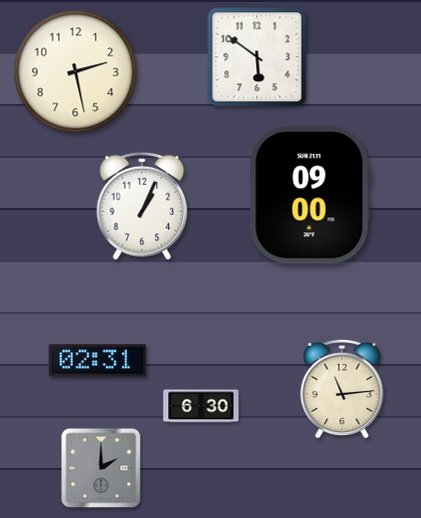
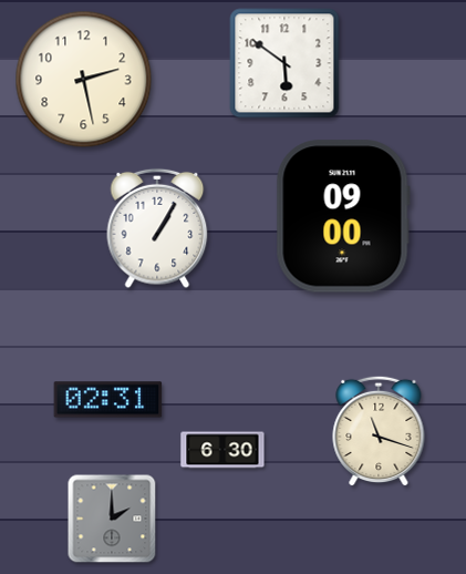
clock at (142, 206): 1:04 -> 1:05
clock at (342, 389): 11:14 -> 11:18
